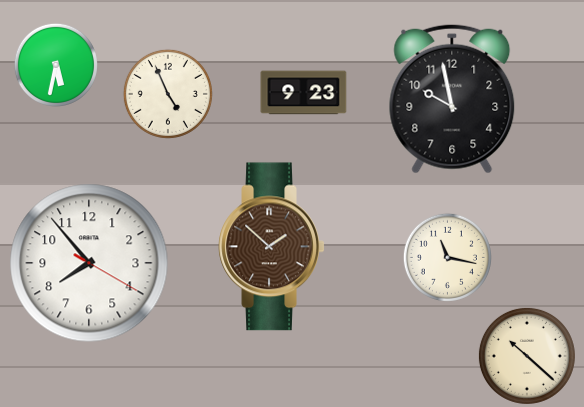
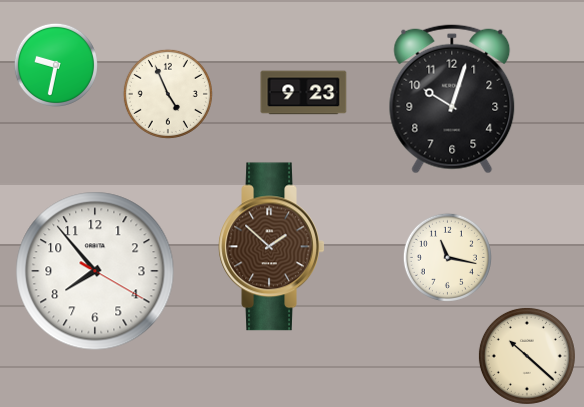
clock at (56, 65): 5:32 -> 9:32
clock at (452, 99): 9:58 -> 10:03
clock at (89, 263) position: (89, 263) -> (95, 271)
